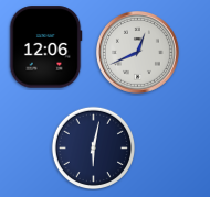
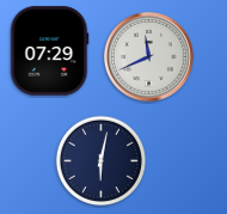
clock at (45, 47): 12:06 -> 07:29
clock at (138, 53): 12:41 -> 11:41
